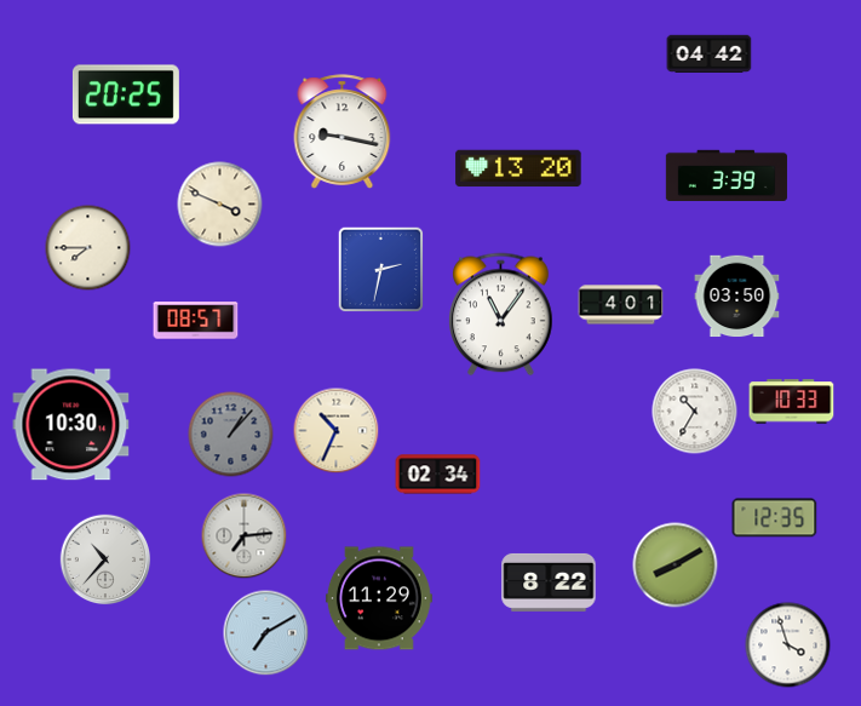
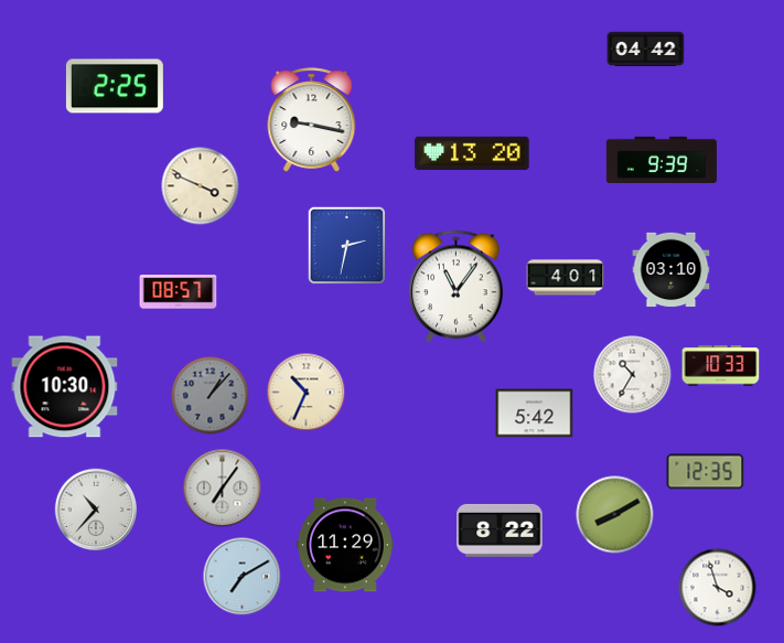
clock at (126, 94): 20:25 -> 2:25
clock at (727, 174): 3:39 -> 9:39
clock at (88, 248): 7:45 -> none
clock at (737, 297): 03:50 -> 03:10
clock at (535, 414): none -> 5:42
clock at (438, 475): 02:34 -> none
clock at (245, 536): 7:14 -> 7:06
